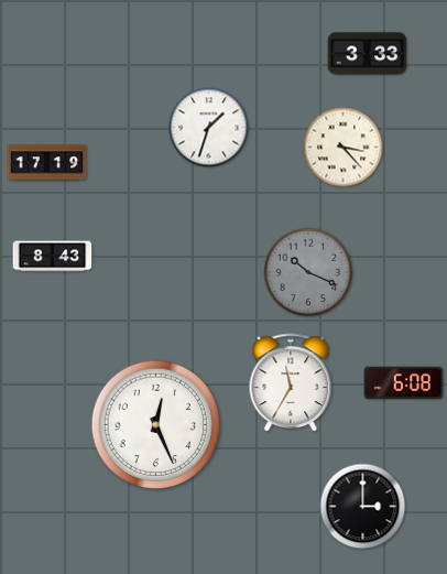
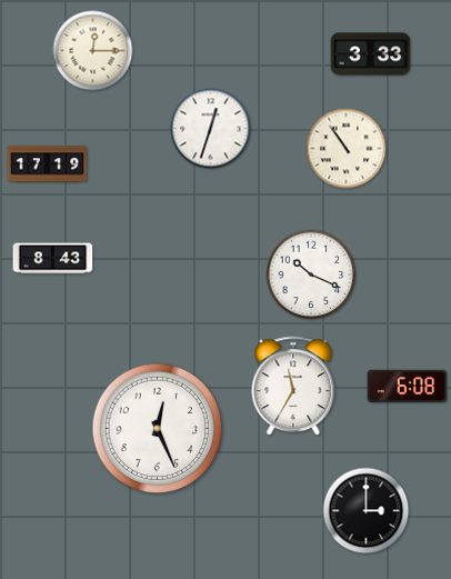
clock at (93, 51): none -> 12:15
clock at (209, 128): 1:33 -> 12:33
clock at (344, 148): 3:23 -> 10:54
clock at (308, 272) dial: grey -> white
